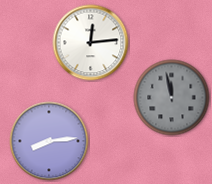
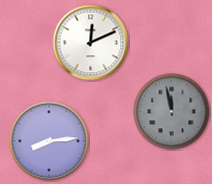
clock at (91, 43): 12:14 -> 12:11
clock at (172, 98) position: (172, 98) -> (172, 112)
